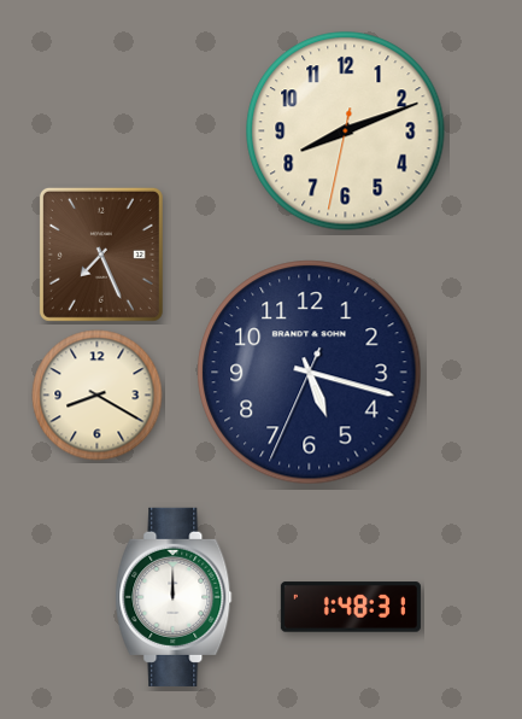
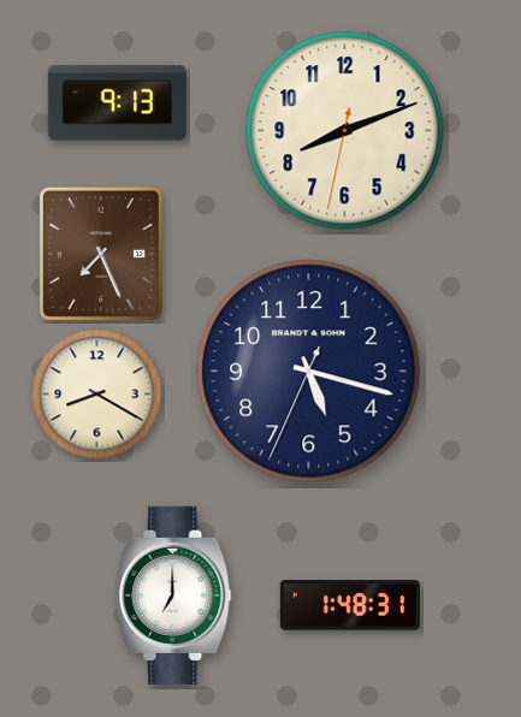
clock at (117, 103): none -> 9:13
clock at (174, 597): 12:00 -> 7:00
